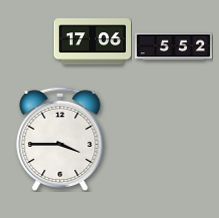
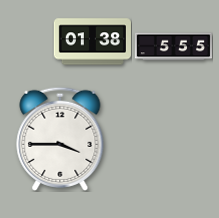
clock at (92, 42): 17:06 -> 01:38
clock at (173, 47): 5:52 -> 5:55
